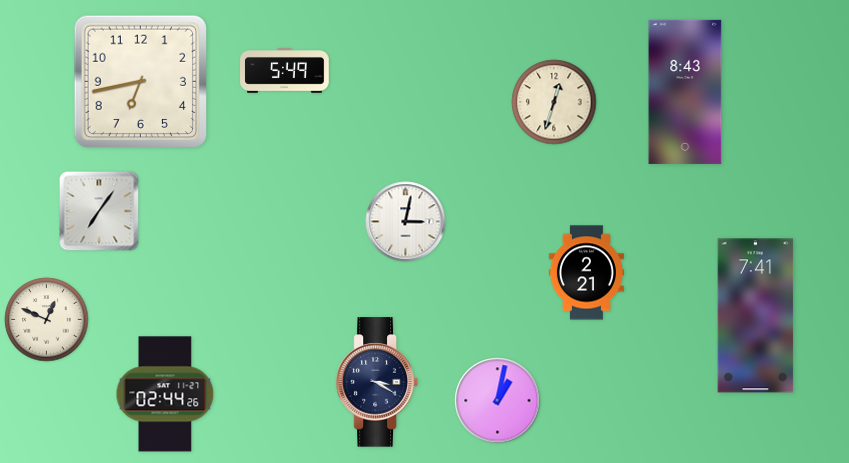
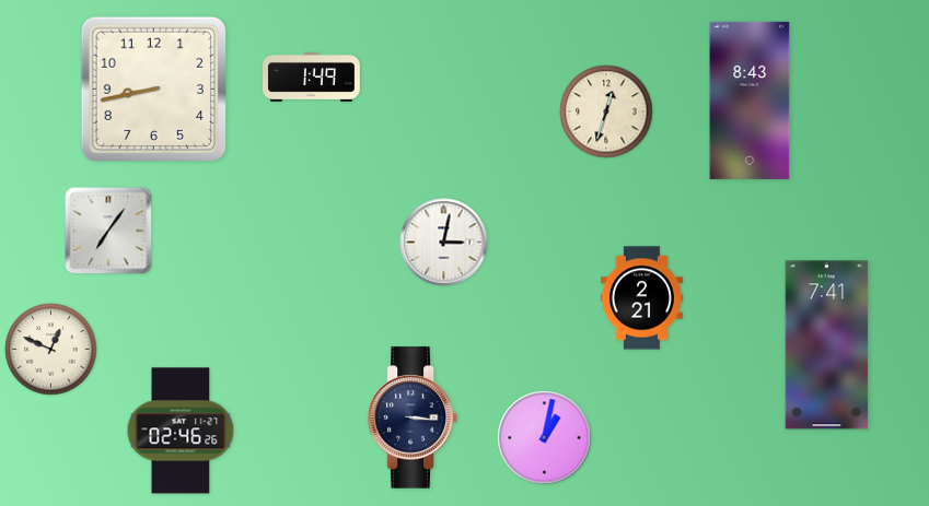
clock at (285, 71): 5:49 -> 1:49
clock at (140, 81): 6:43 -> 8:43
clock at (377, 382): 3:20 -> 3:16
clock at (165, 394): 02:44 -> 02:46
